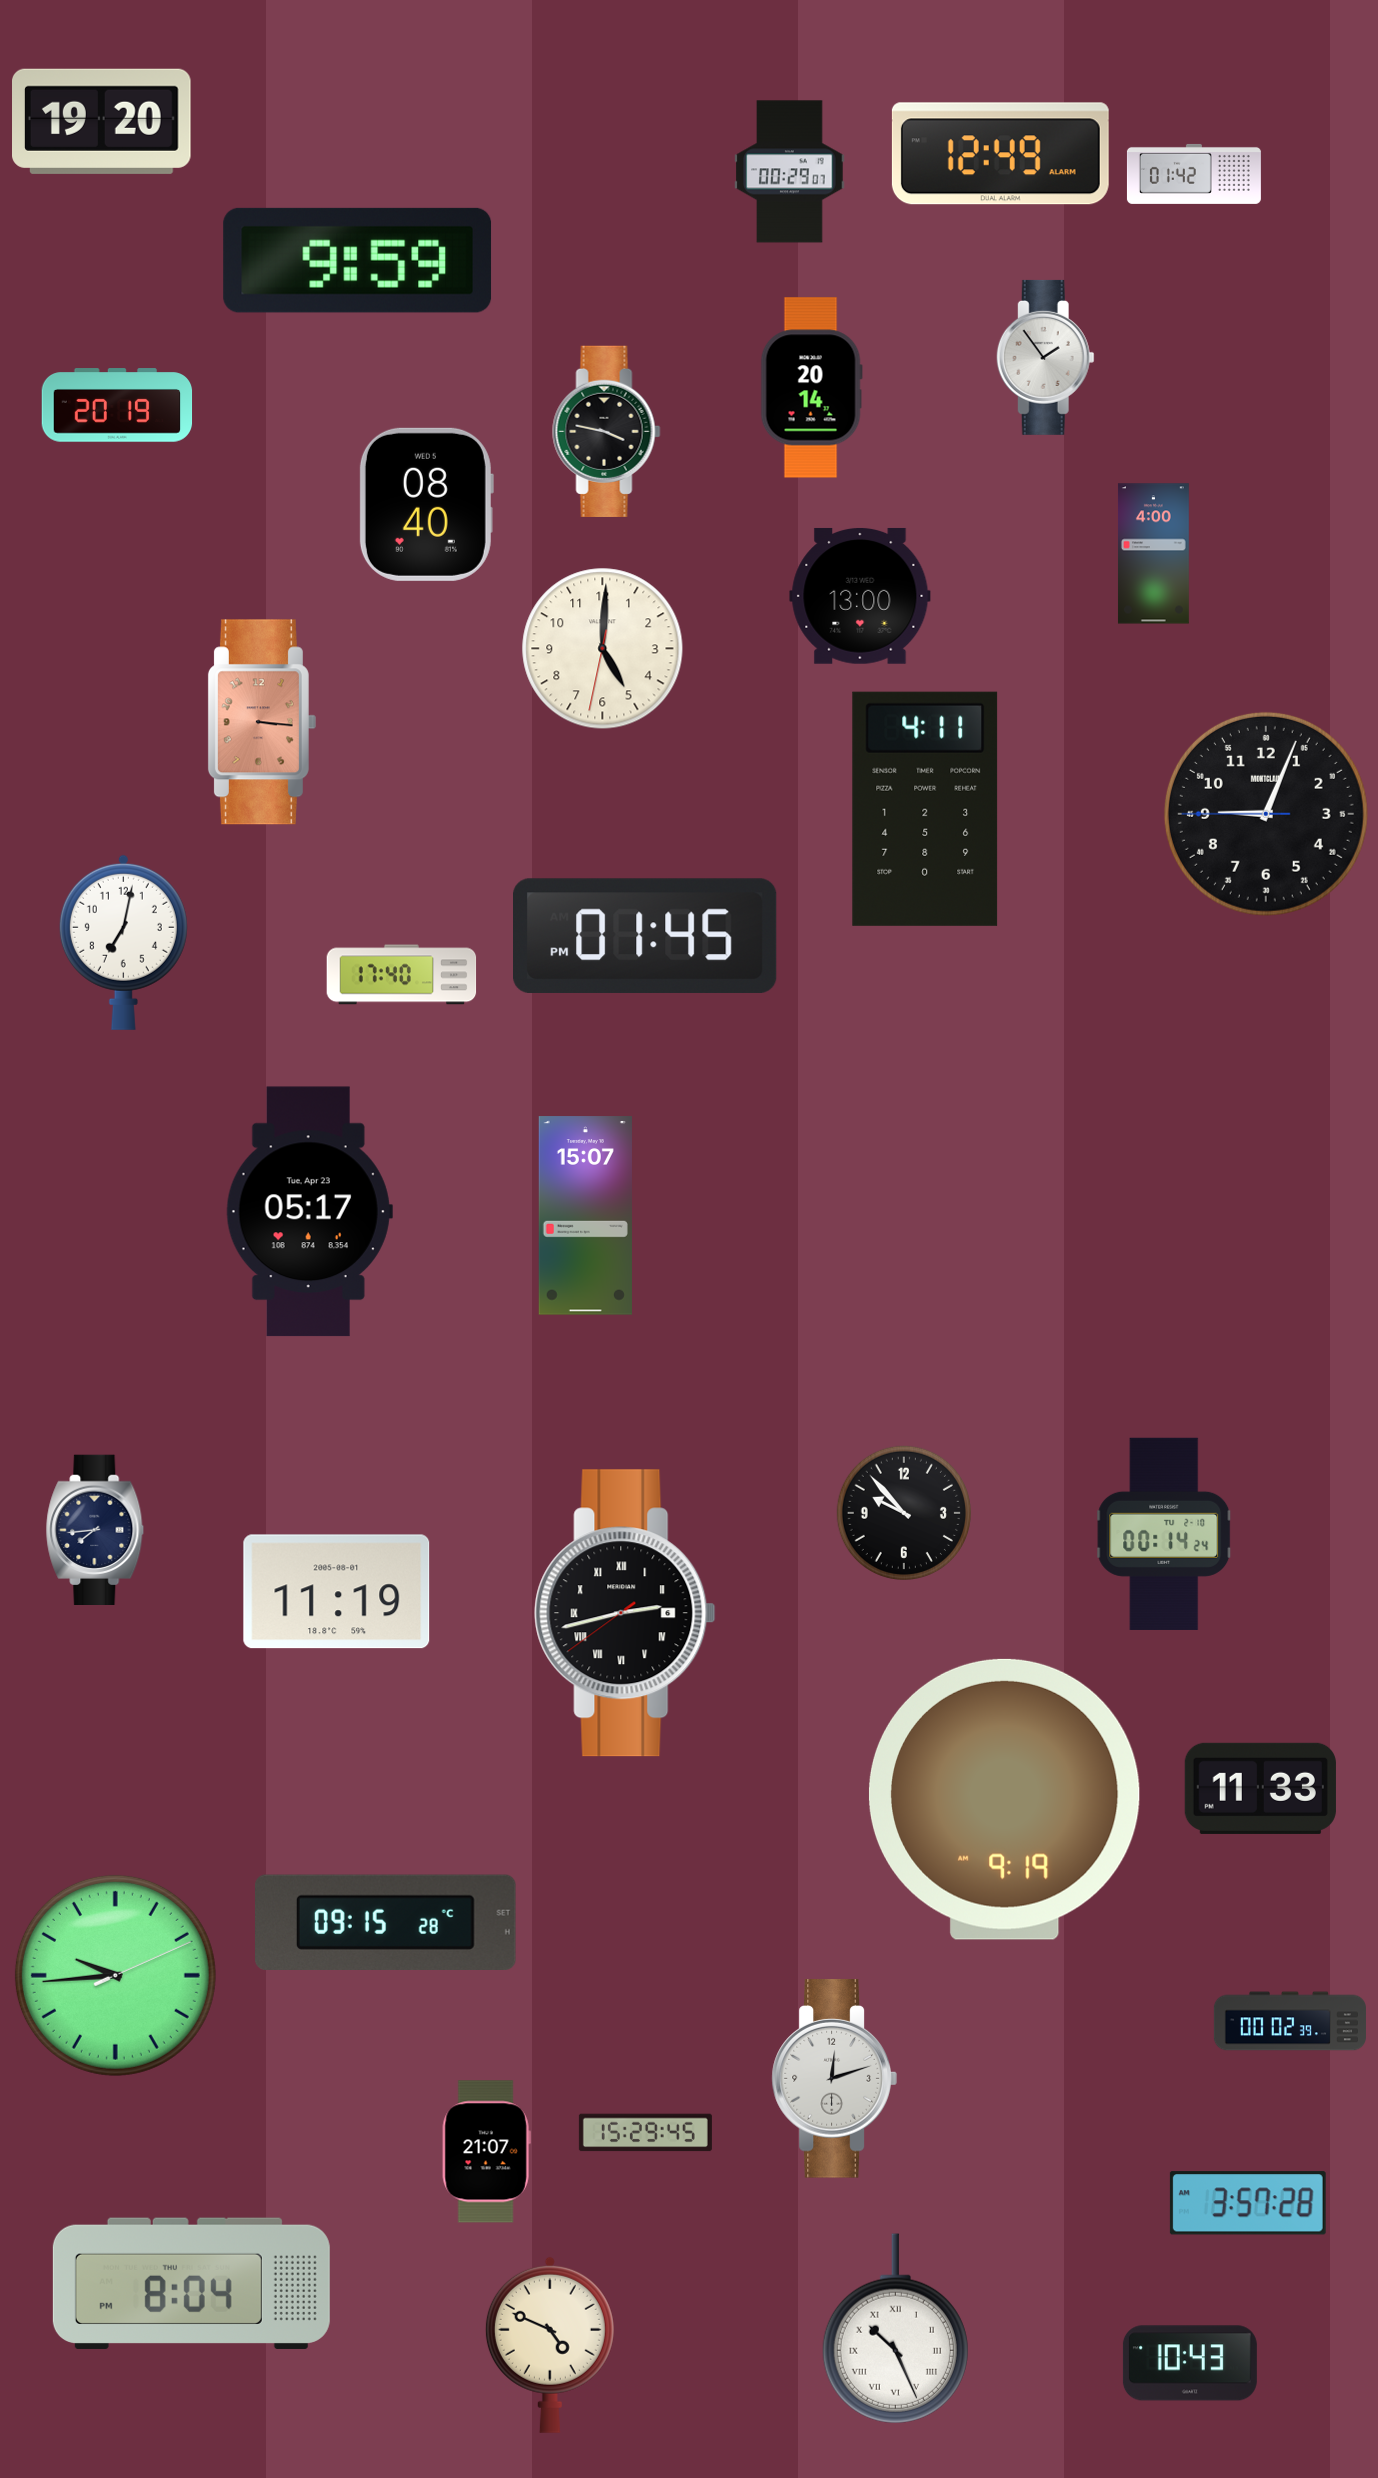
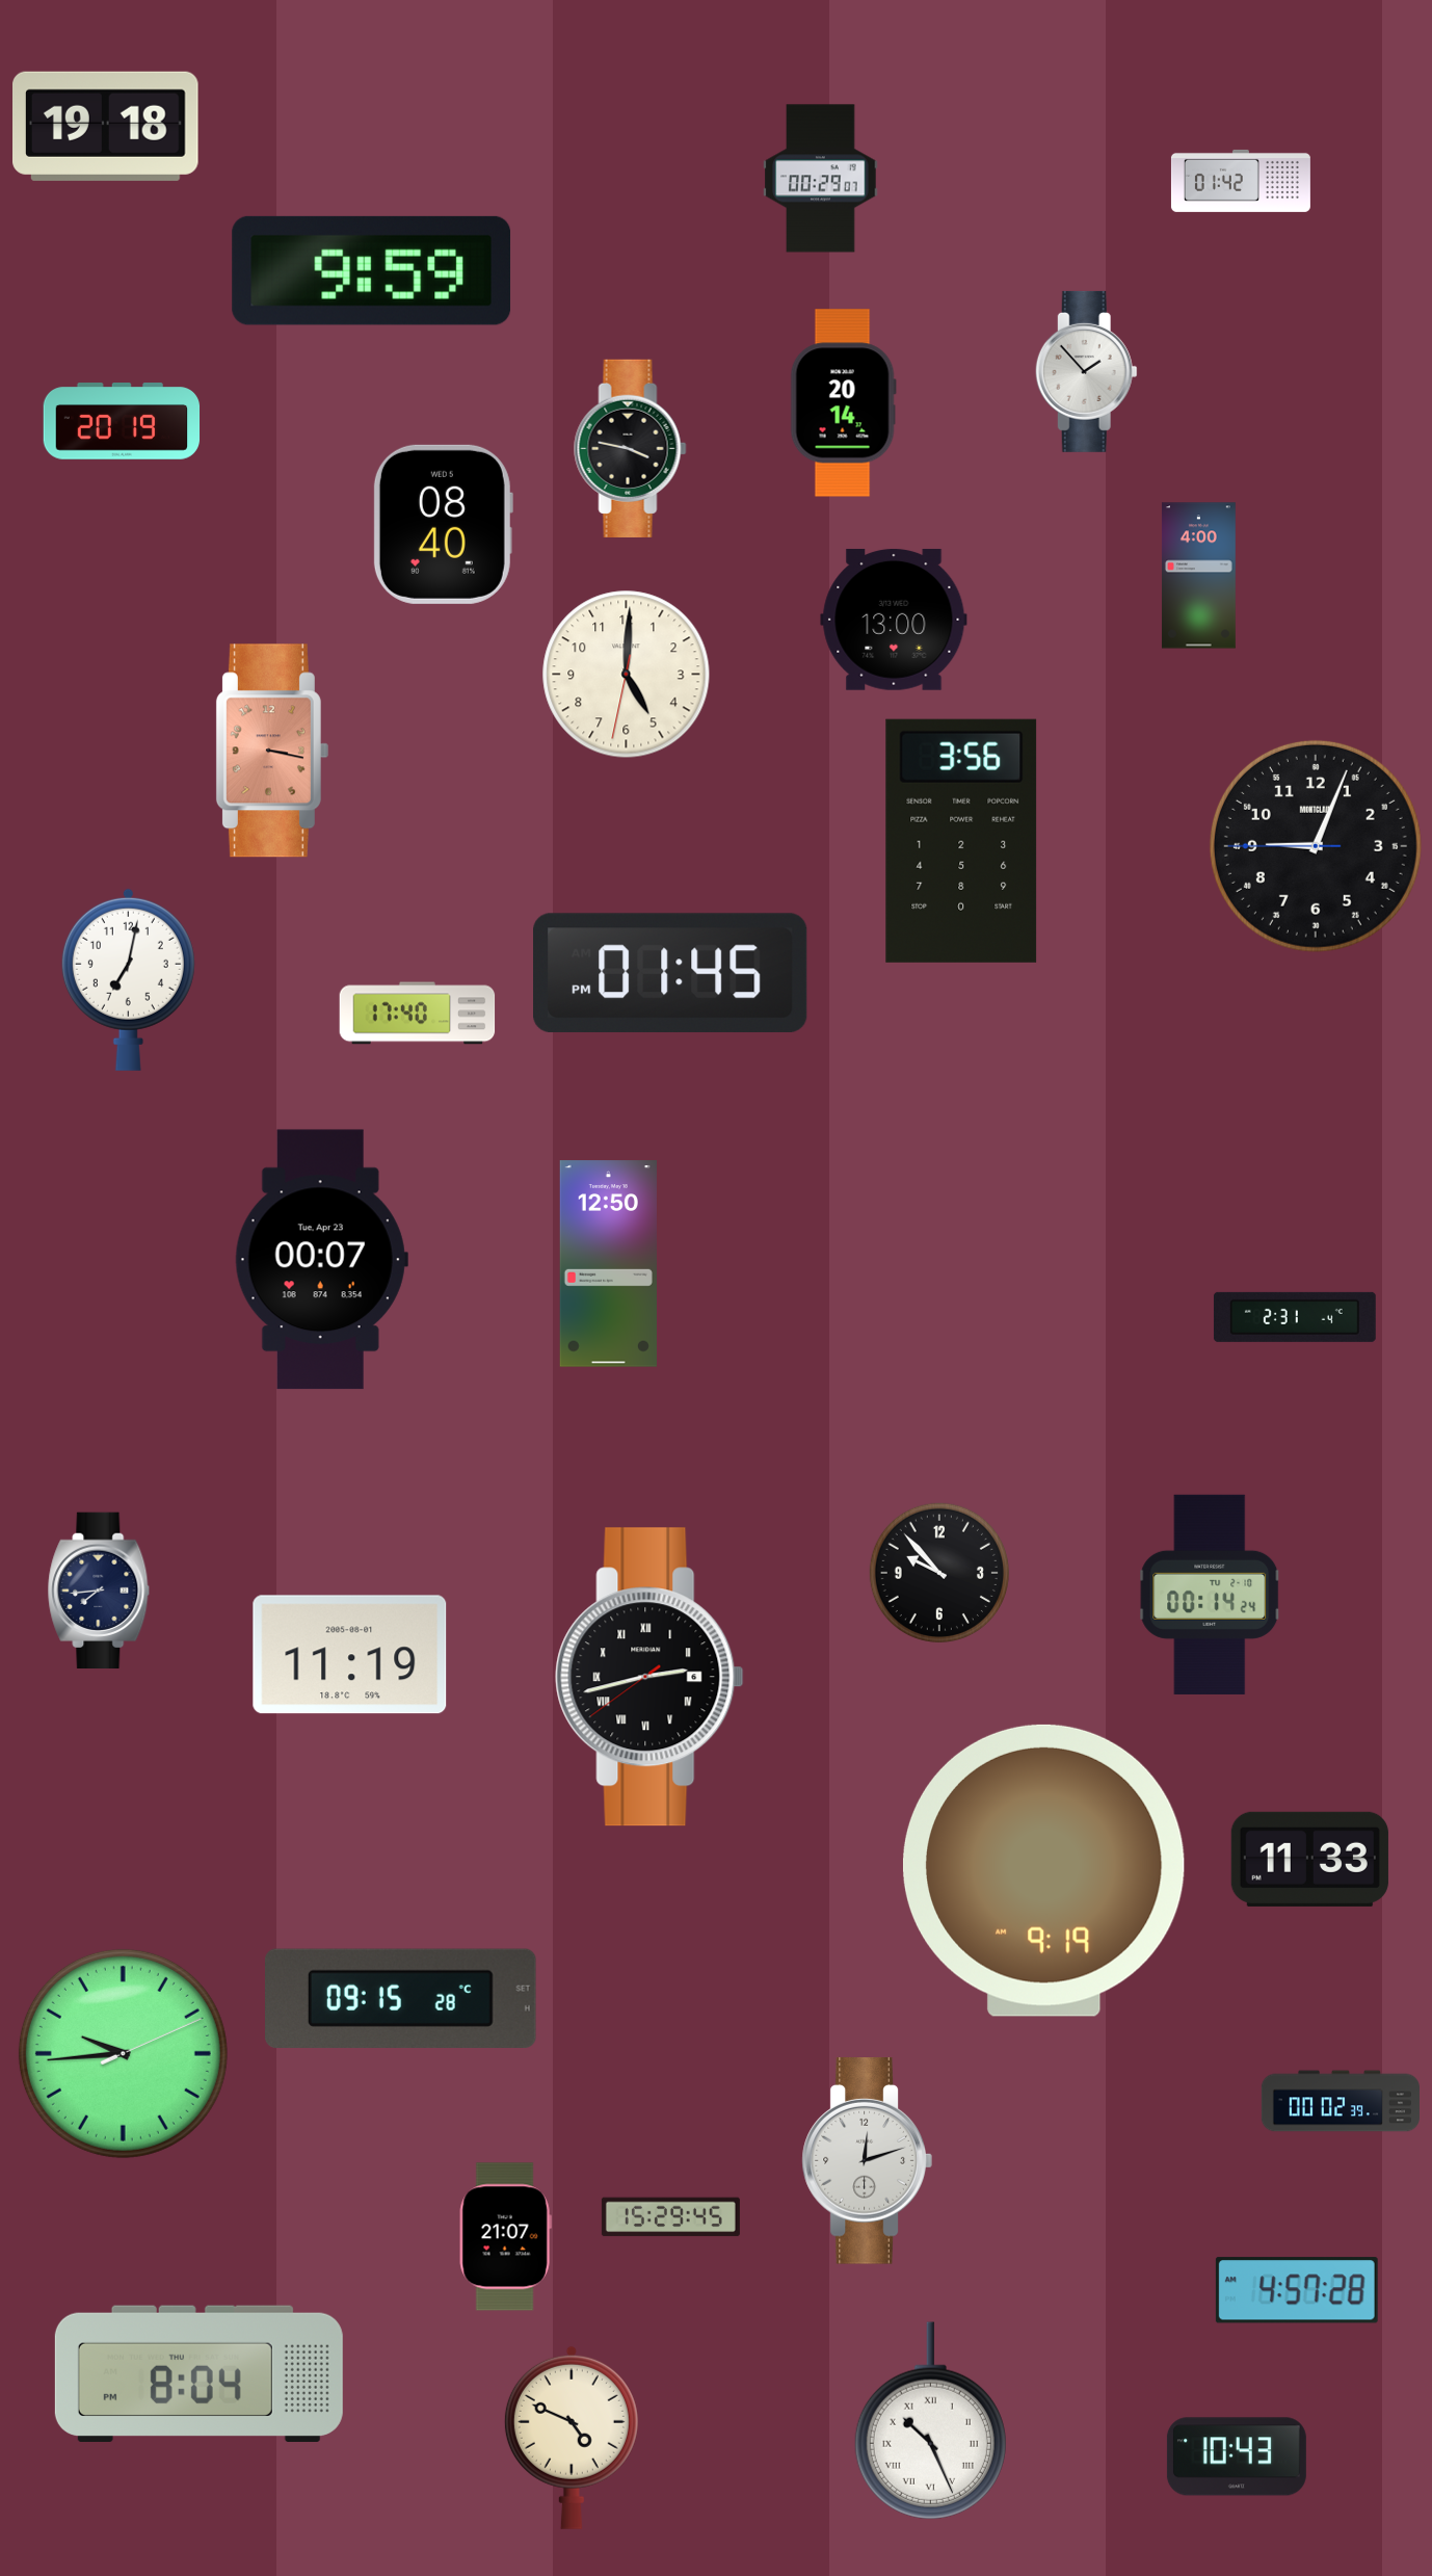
clock at (102, 121): 19:20 -> 19:18
clock at (1000, 154): 12:49 -> none
clock at (1045, 357): 1:54 -> 1:53
clock at (262, 722): 3:16 -> 3:17
clock at (925, 809): 4:11 -> 3:56
clock at (309, 1212): 05:17 -> 00:07
clock at (585, 1216): 15:07 -> 12:50
clock at (1295, 1317): none -> 2:31
clock at (115, 1975) position: (115, 1975) -> (123, 2053)
clock at (1248, 2203): 3:57 -> 4:57
